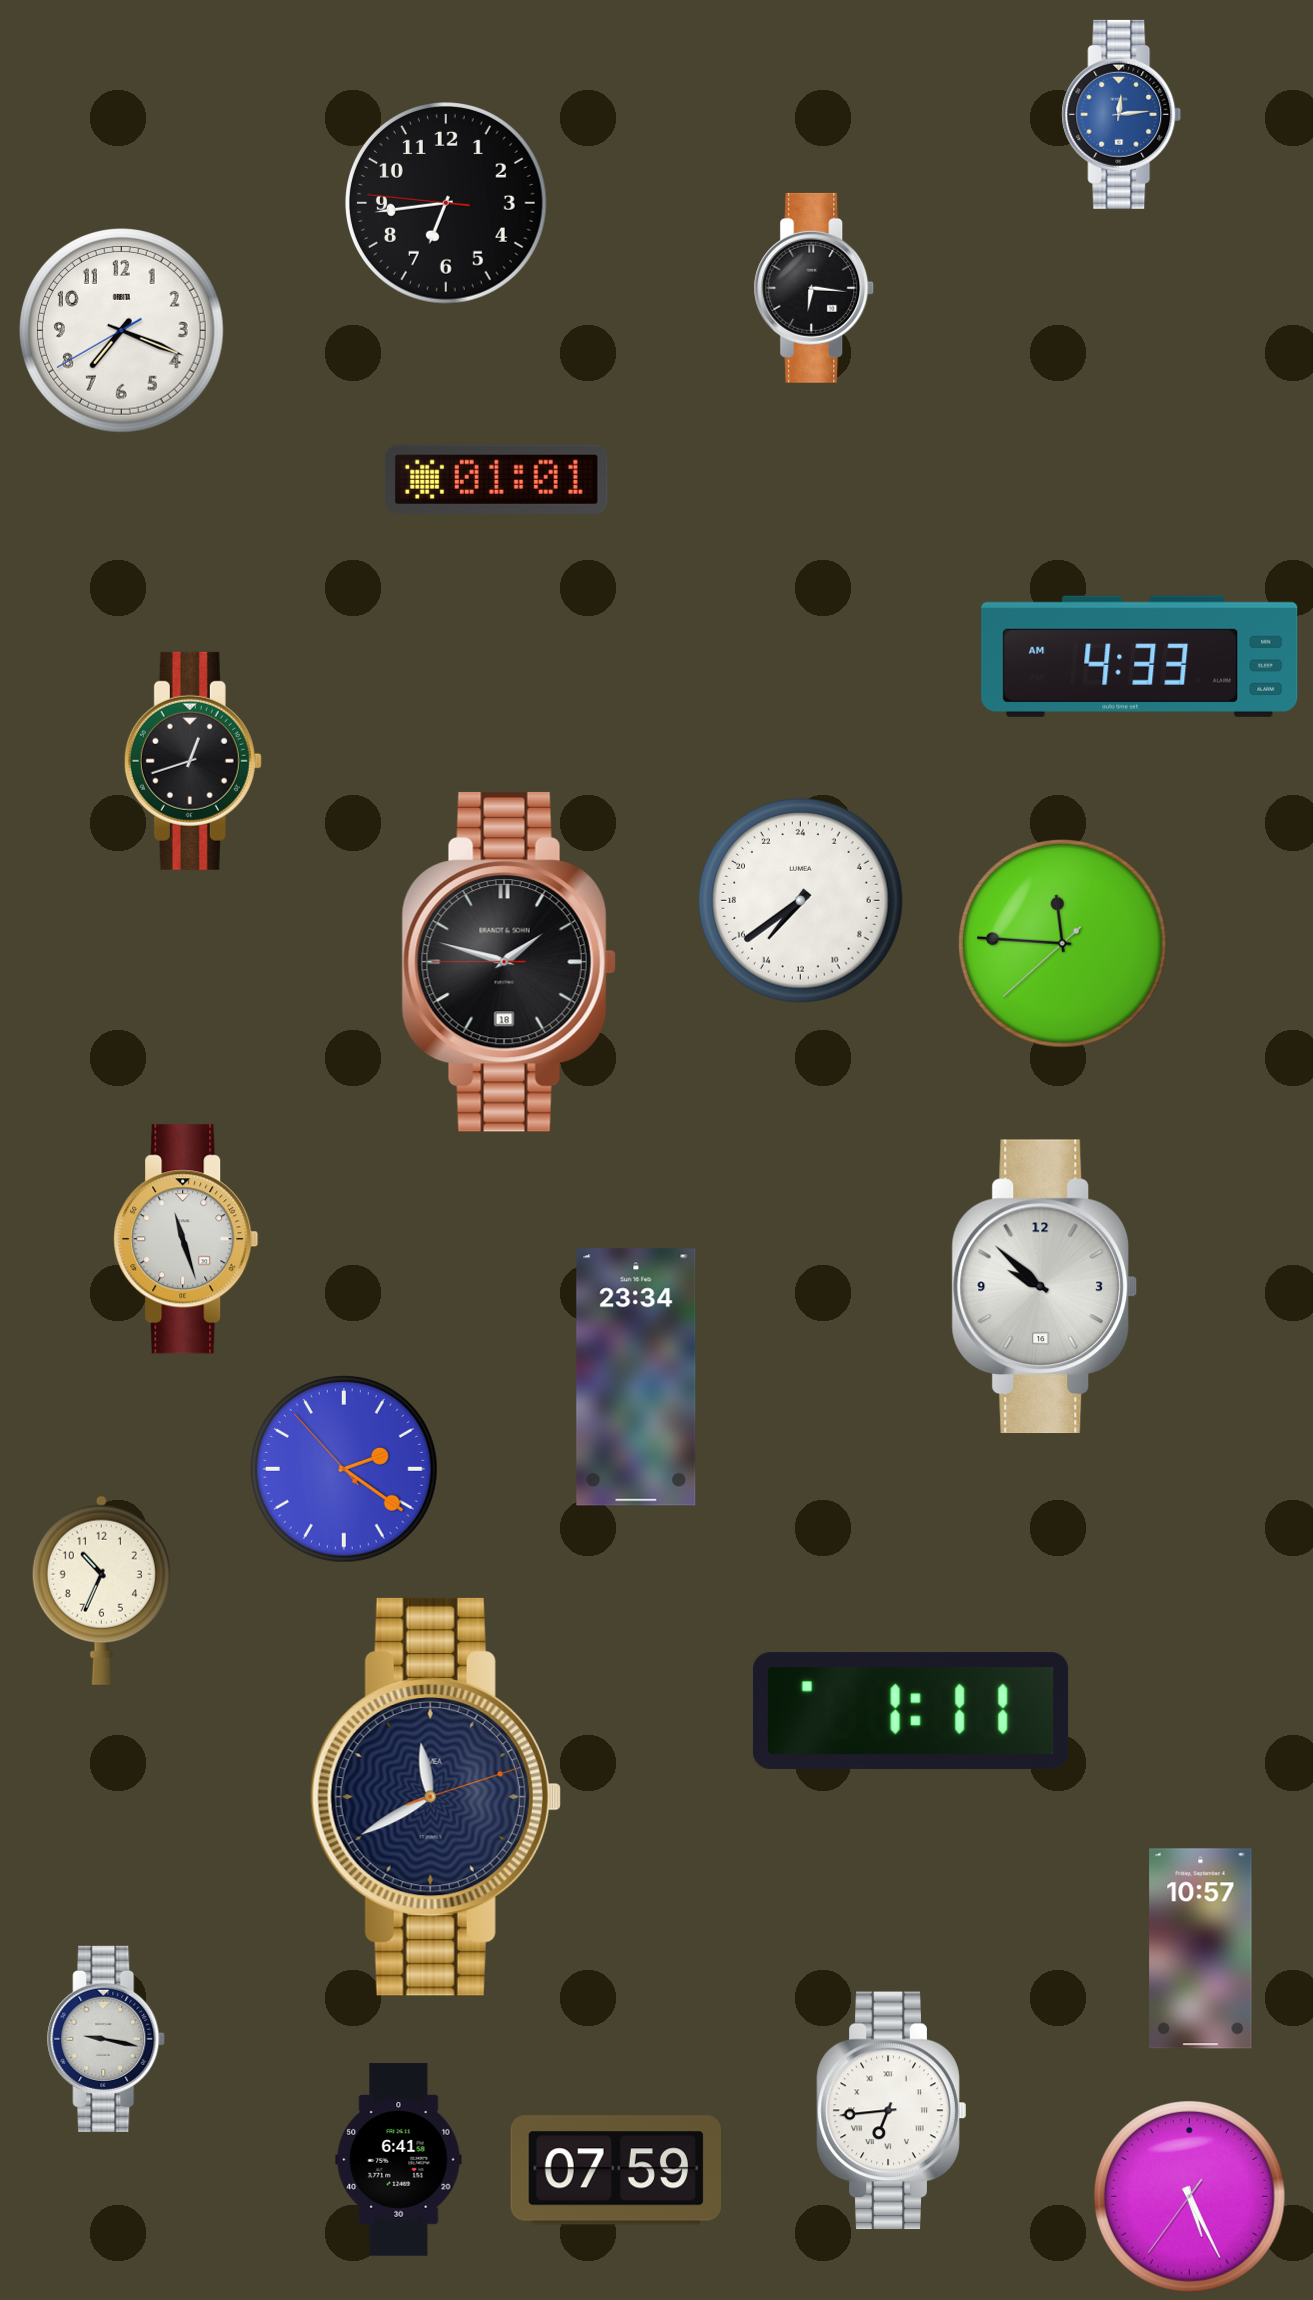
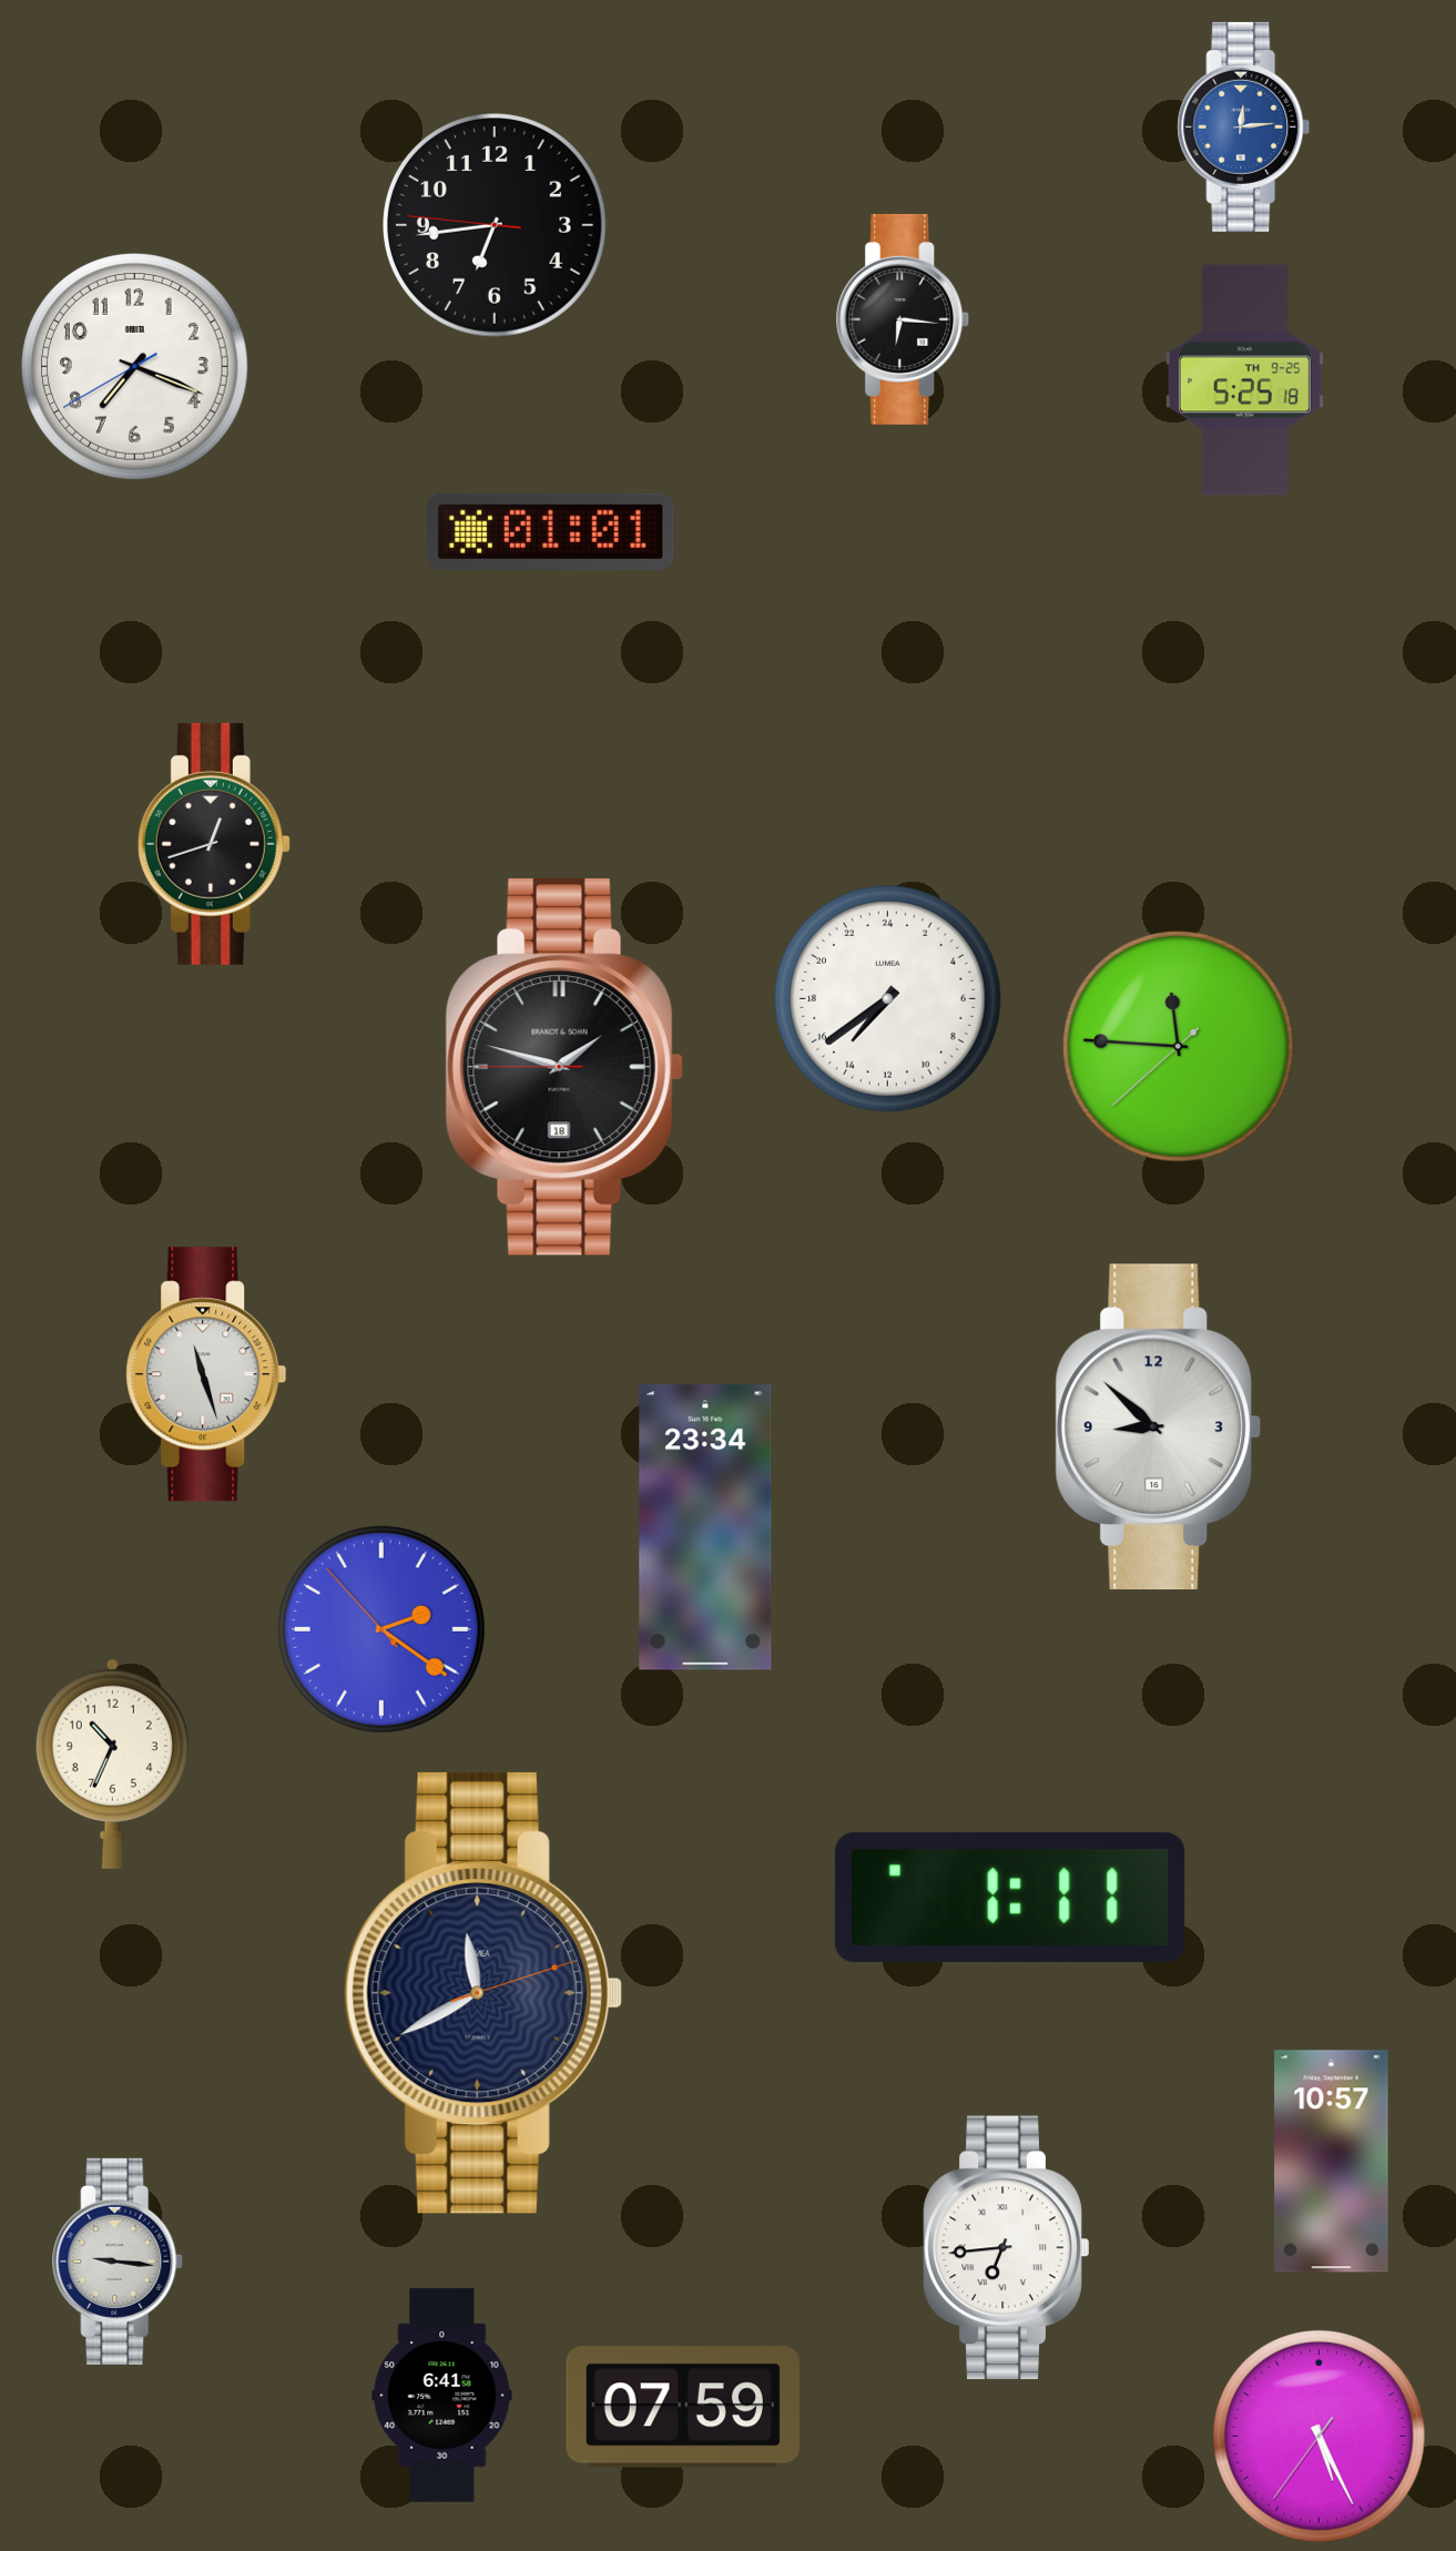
clock at (1244, 380): none -> 5:25
clock at (1140, 656): 4:33 -> none
clock at (1045, 1287): 9:52 -> 8:52
clock at (107, 2039): 9:17 -> 9:16
clock at (892, 2111) position: (892, 2111) -> (1007, 2248)
